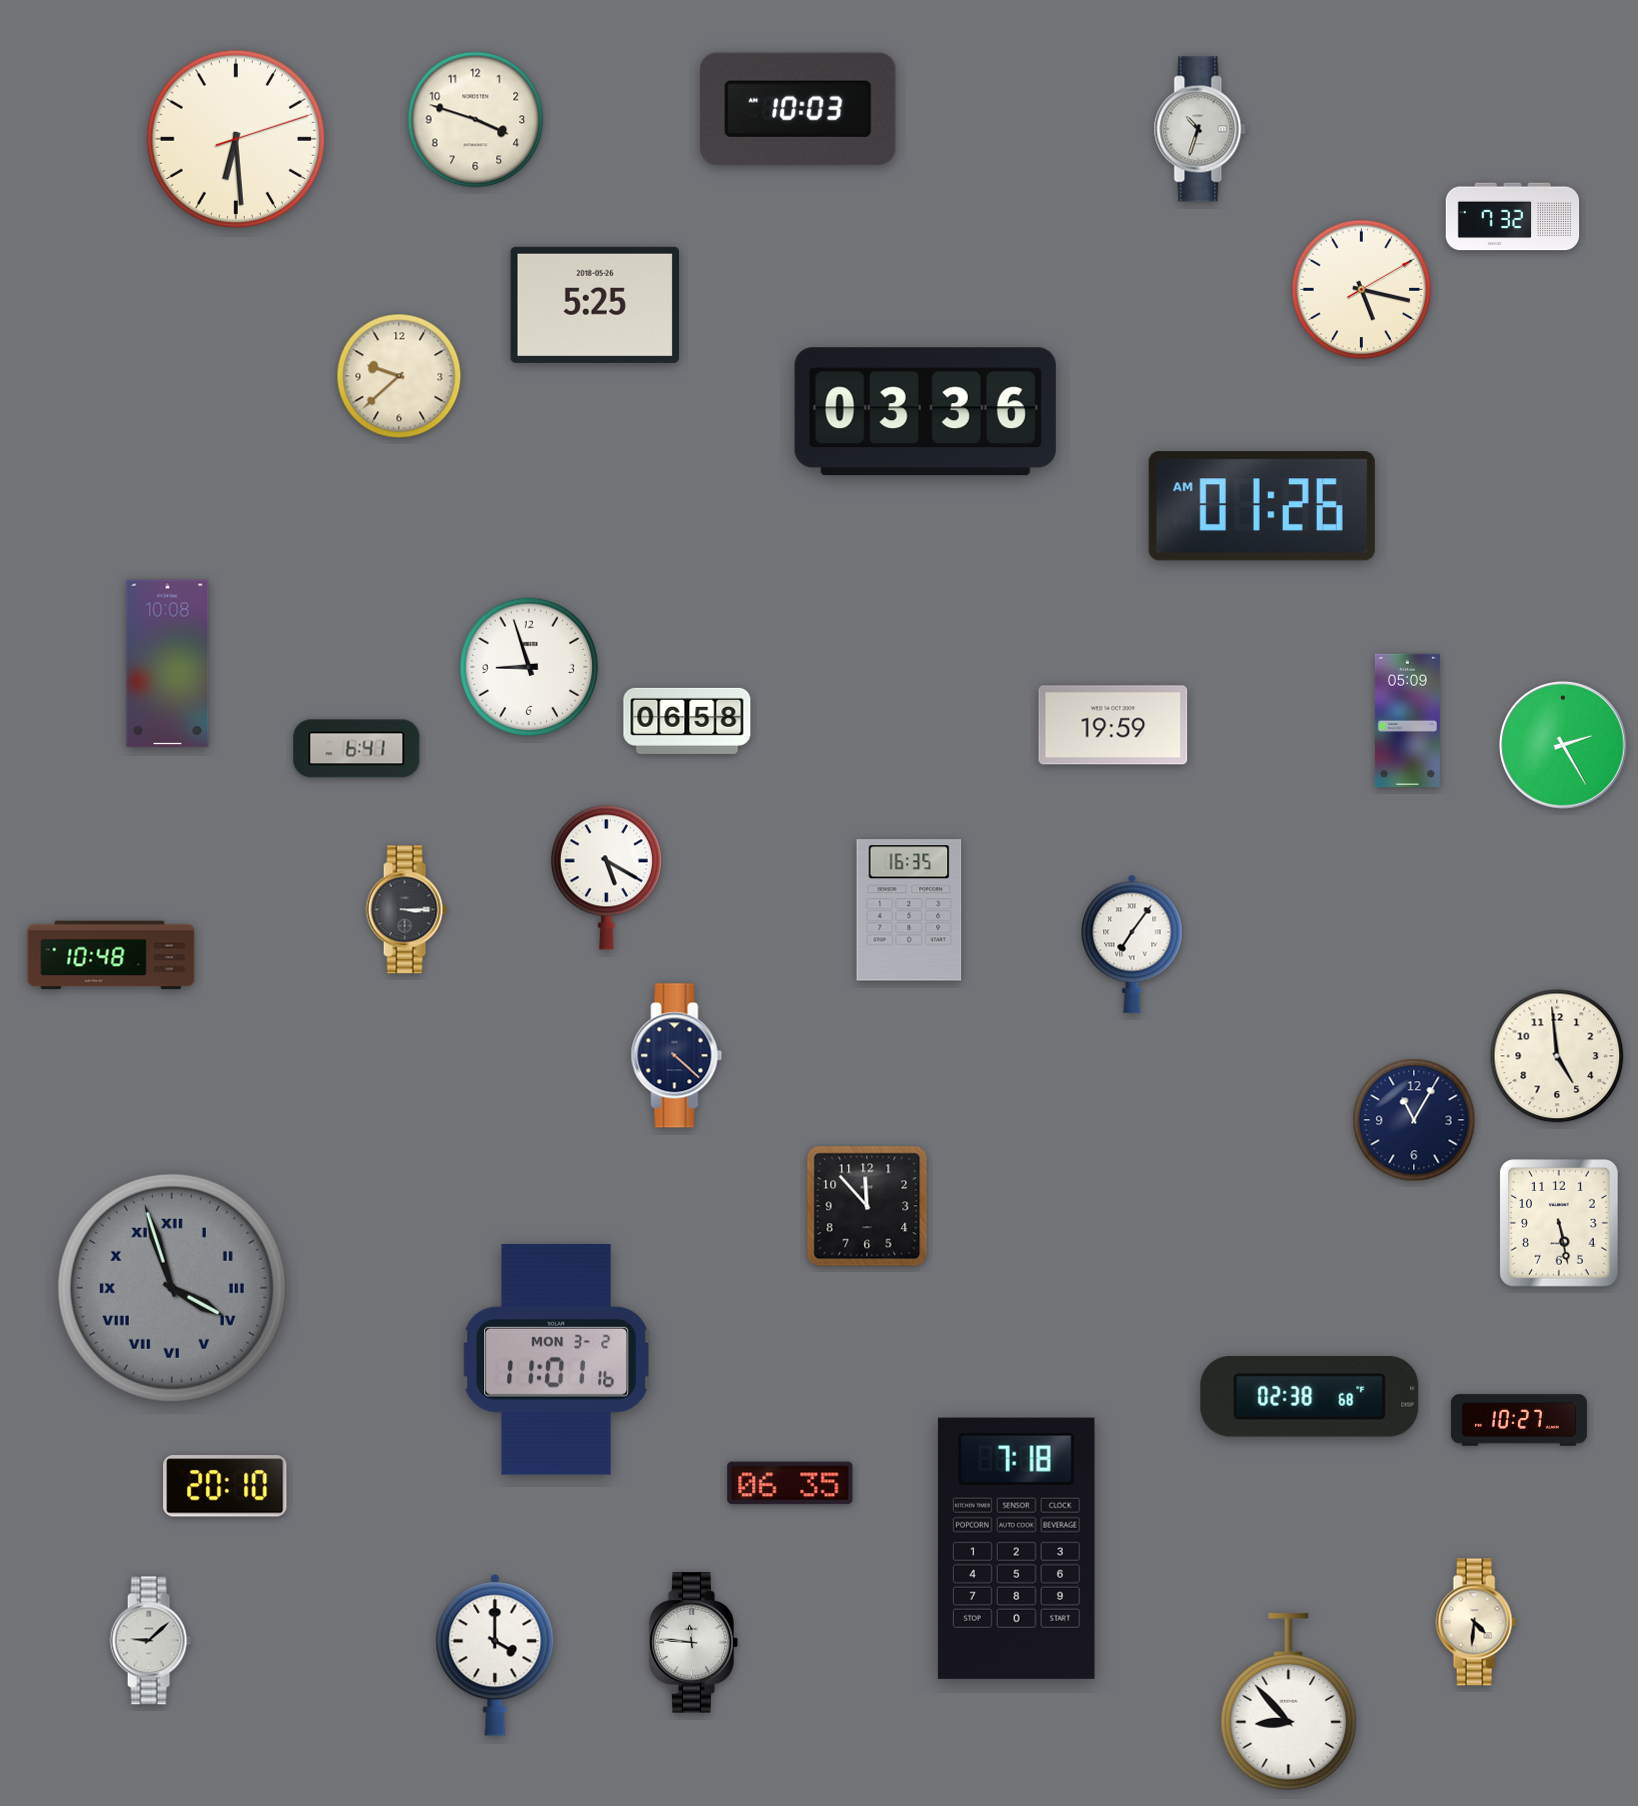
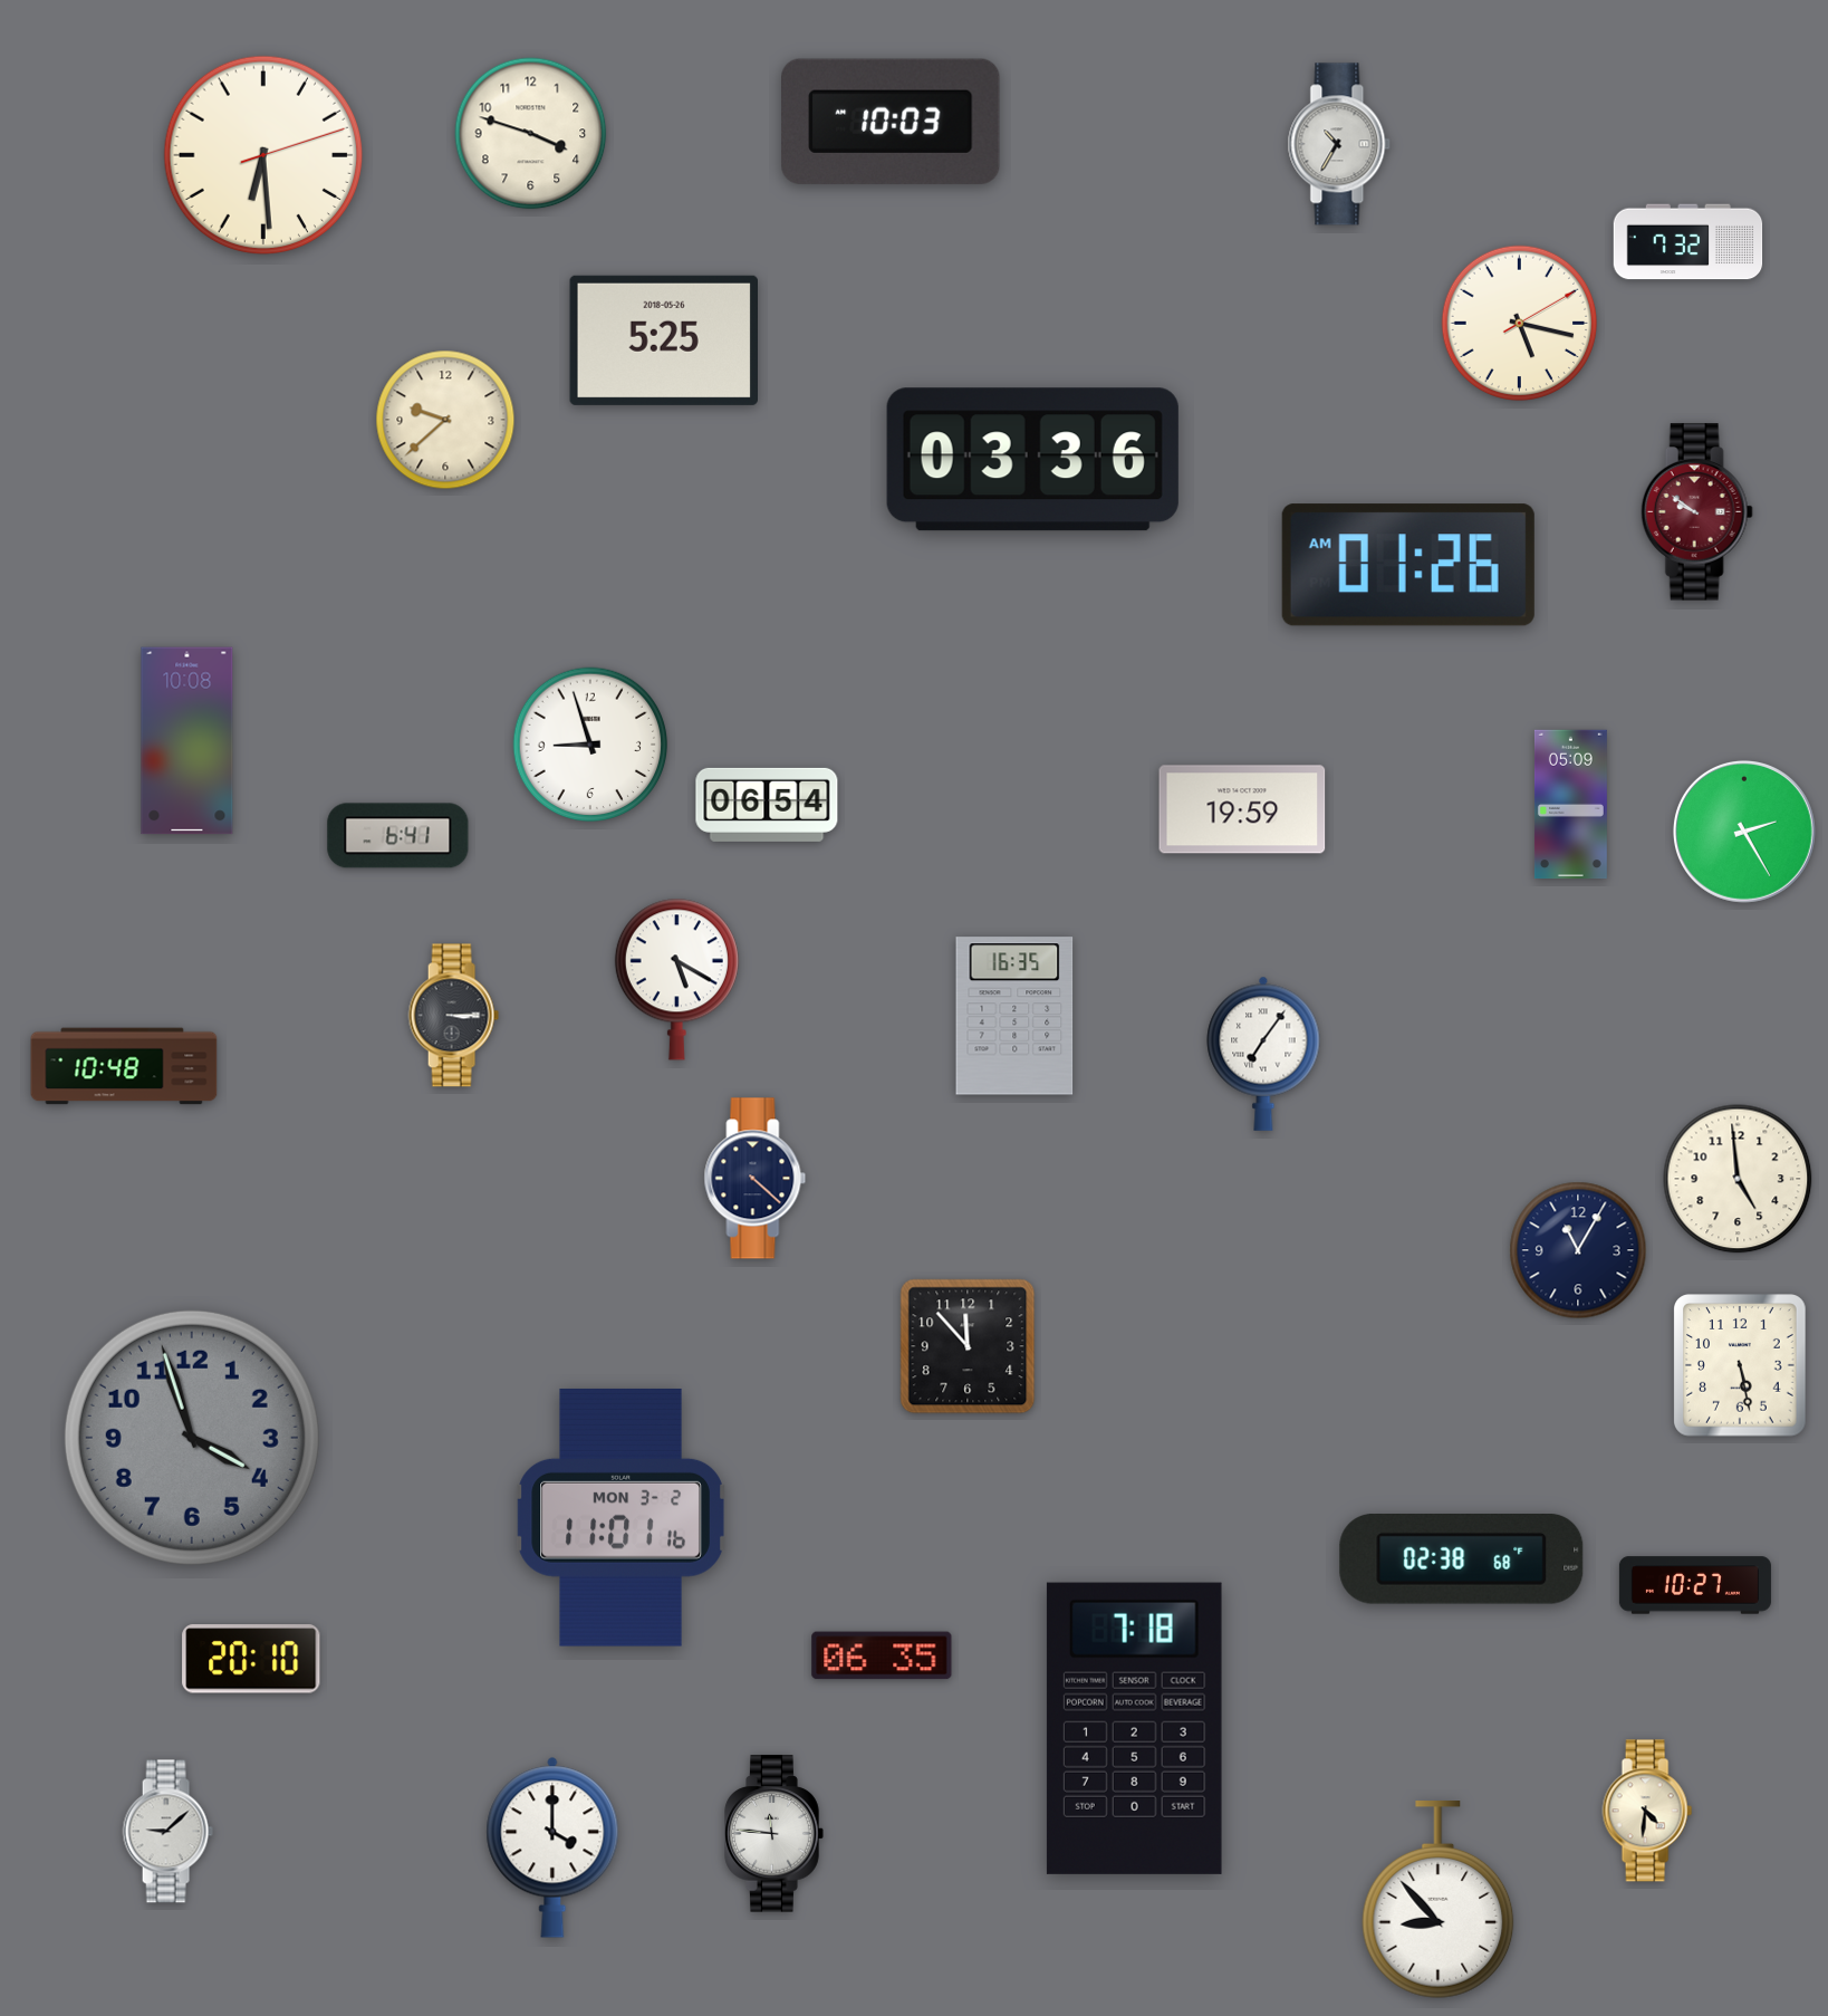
clock at (1200, 129): 10:33 -> 10:35
clock at (1696, 512): none -> 9:51
clock at (687, 721): 06:58 -> 06:54
clock at (172, 1288) numerals: Roman -> Arabic
